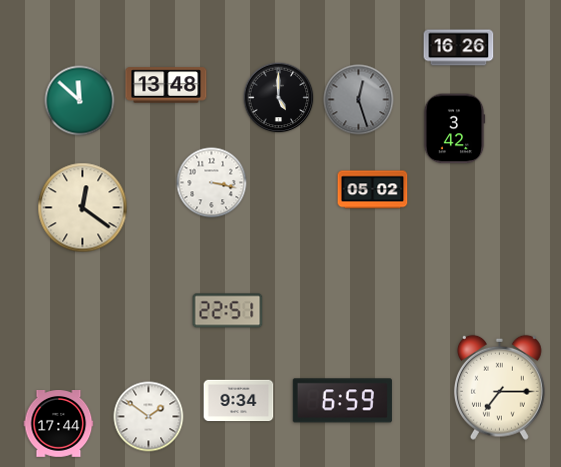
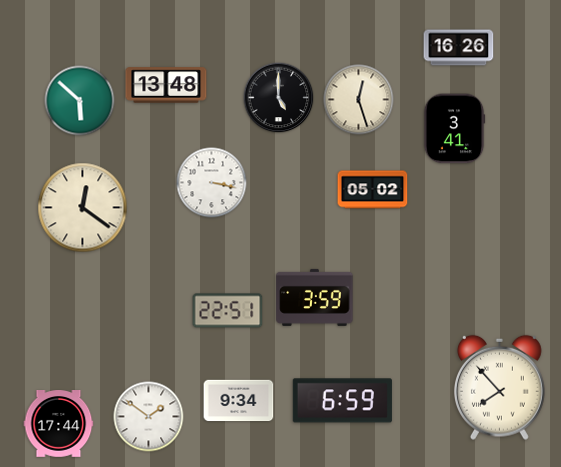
clock at (359, 100) dial: grey -> cream
clock at (80, 101): 11:52 -> 5:52
clock at (454, 129): 3:42 -> 3:41
clock at (315, 297): none -> 3:59
clock at (499, 387): 7:15 -> 7:53
